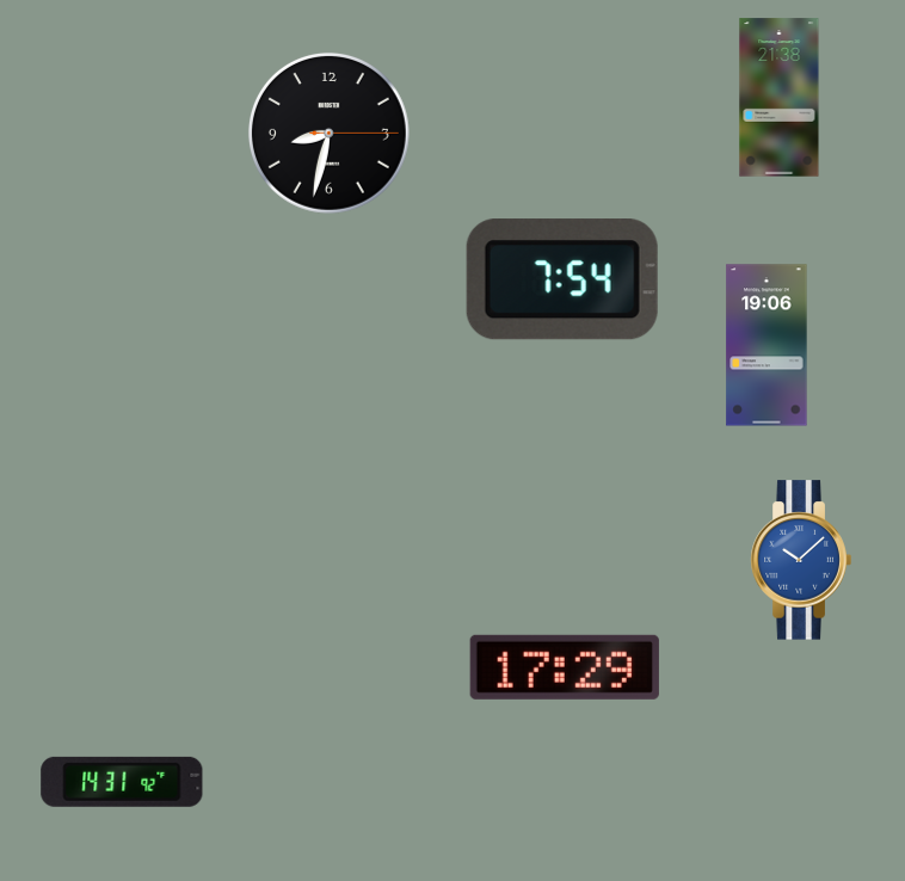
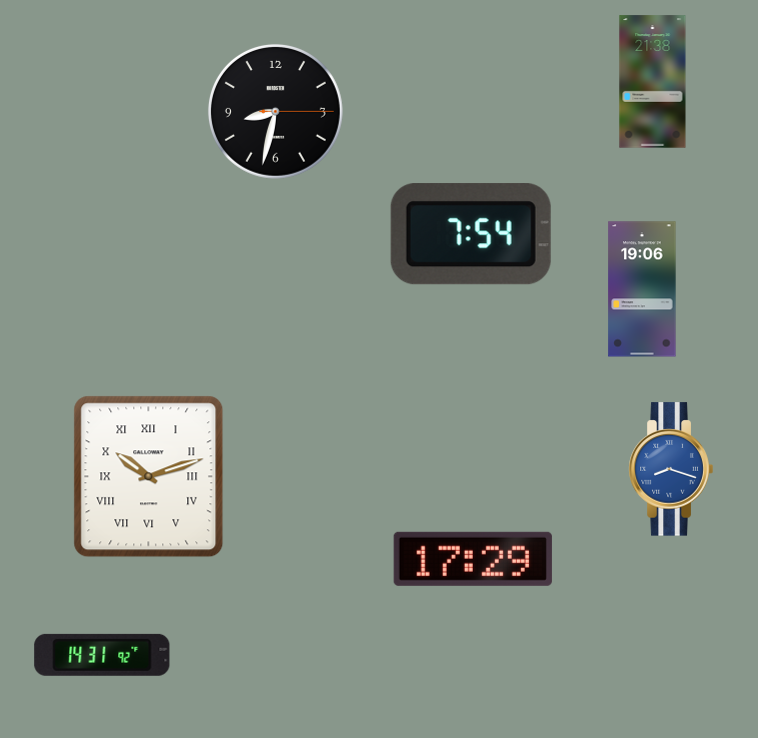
clock at (801, 560): 10:08 -> 8:18
clock at (149, 477): none -> 10:12
